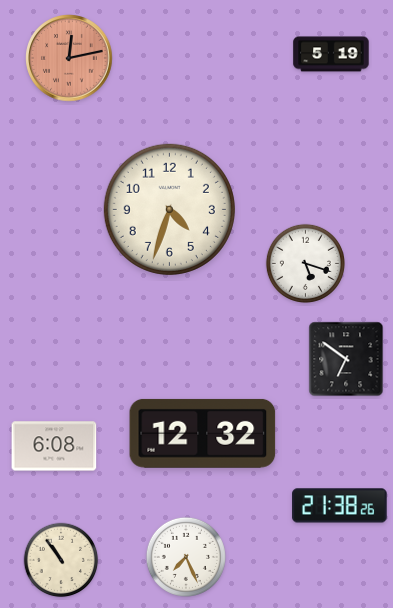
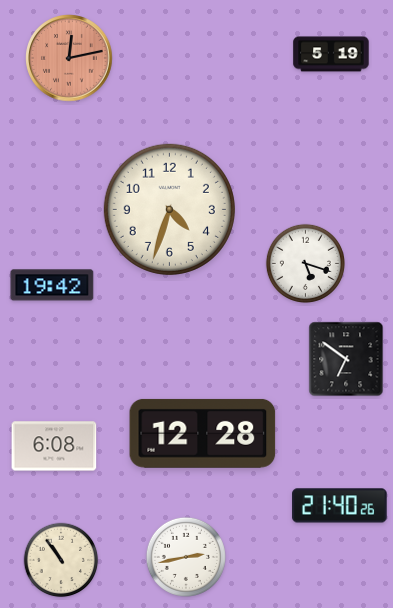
clock at (52, 285): none -> 19:42
clock at (203, 433): 12:32 -> 12:28
clock at (340, 506): 21:38 -> 21:40
clock at (186, 557): 7:26 -> 2:43
